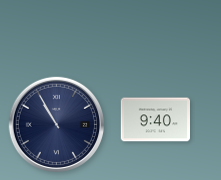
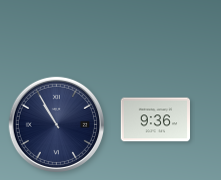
clock at (156, 120): 9:40 -> 9:36
